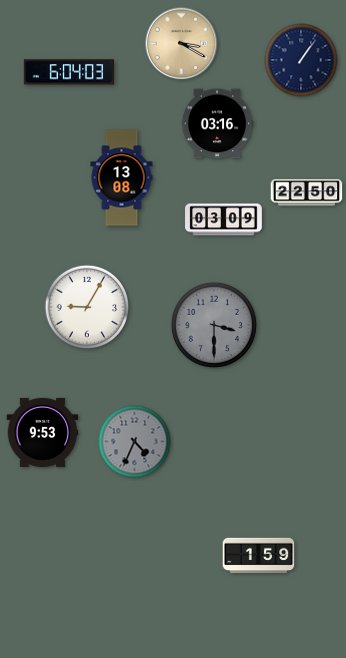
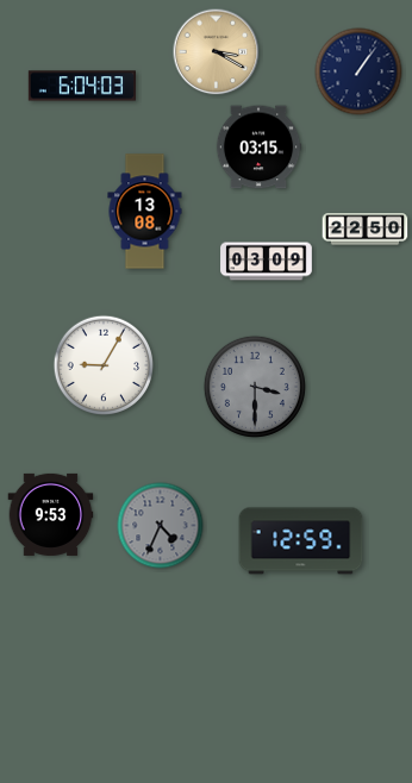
clock at (217, 124): 03:16 -> 03:15
clock at (301, 541): none -> 12:59
clock at (259, 556): 1:59 -> none
